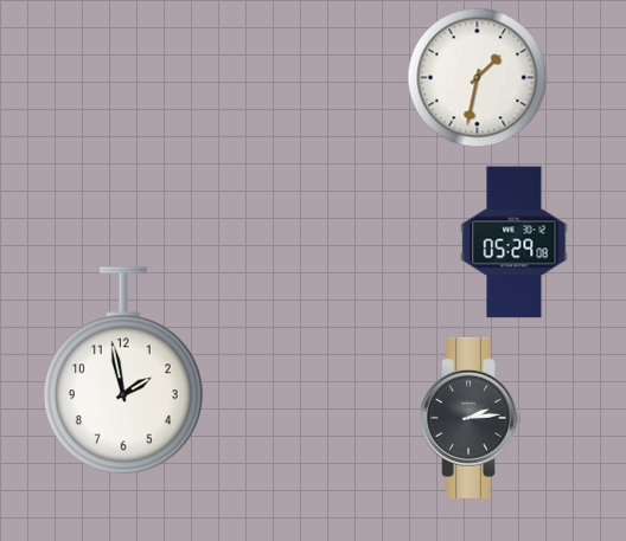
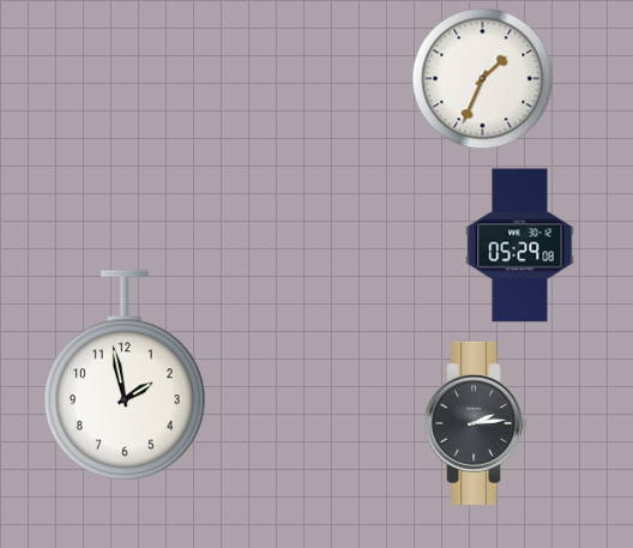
clock at (478, 78): 1:32 -> 1:34
